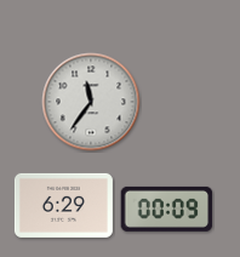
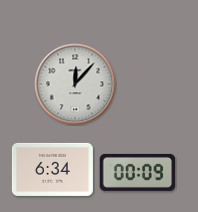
clock at (91, 102): 11:36 -> 12:07
clock at (63, 205): 6:29 -> 6:34
